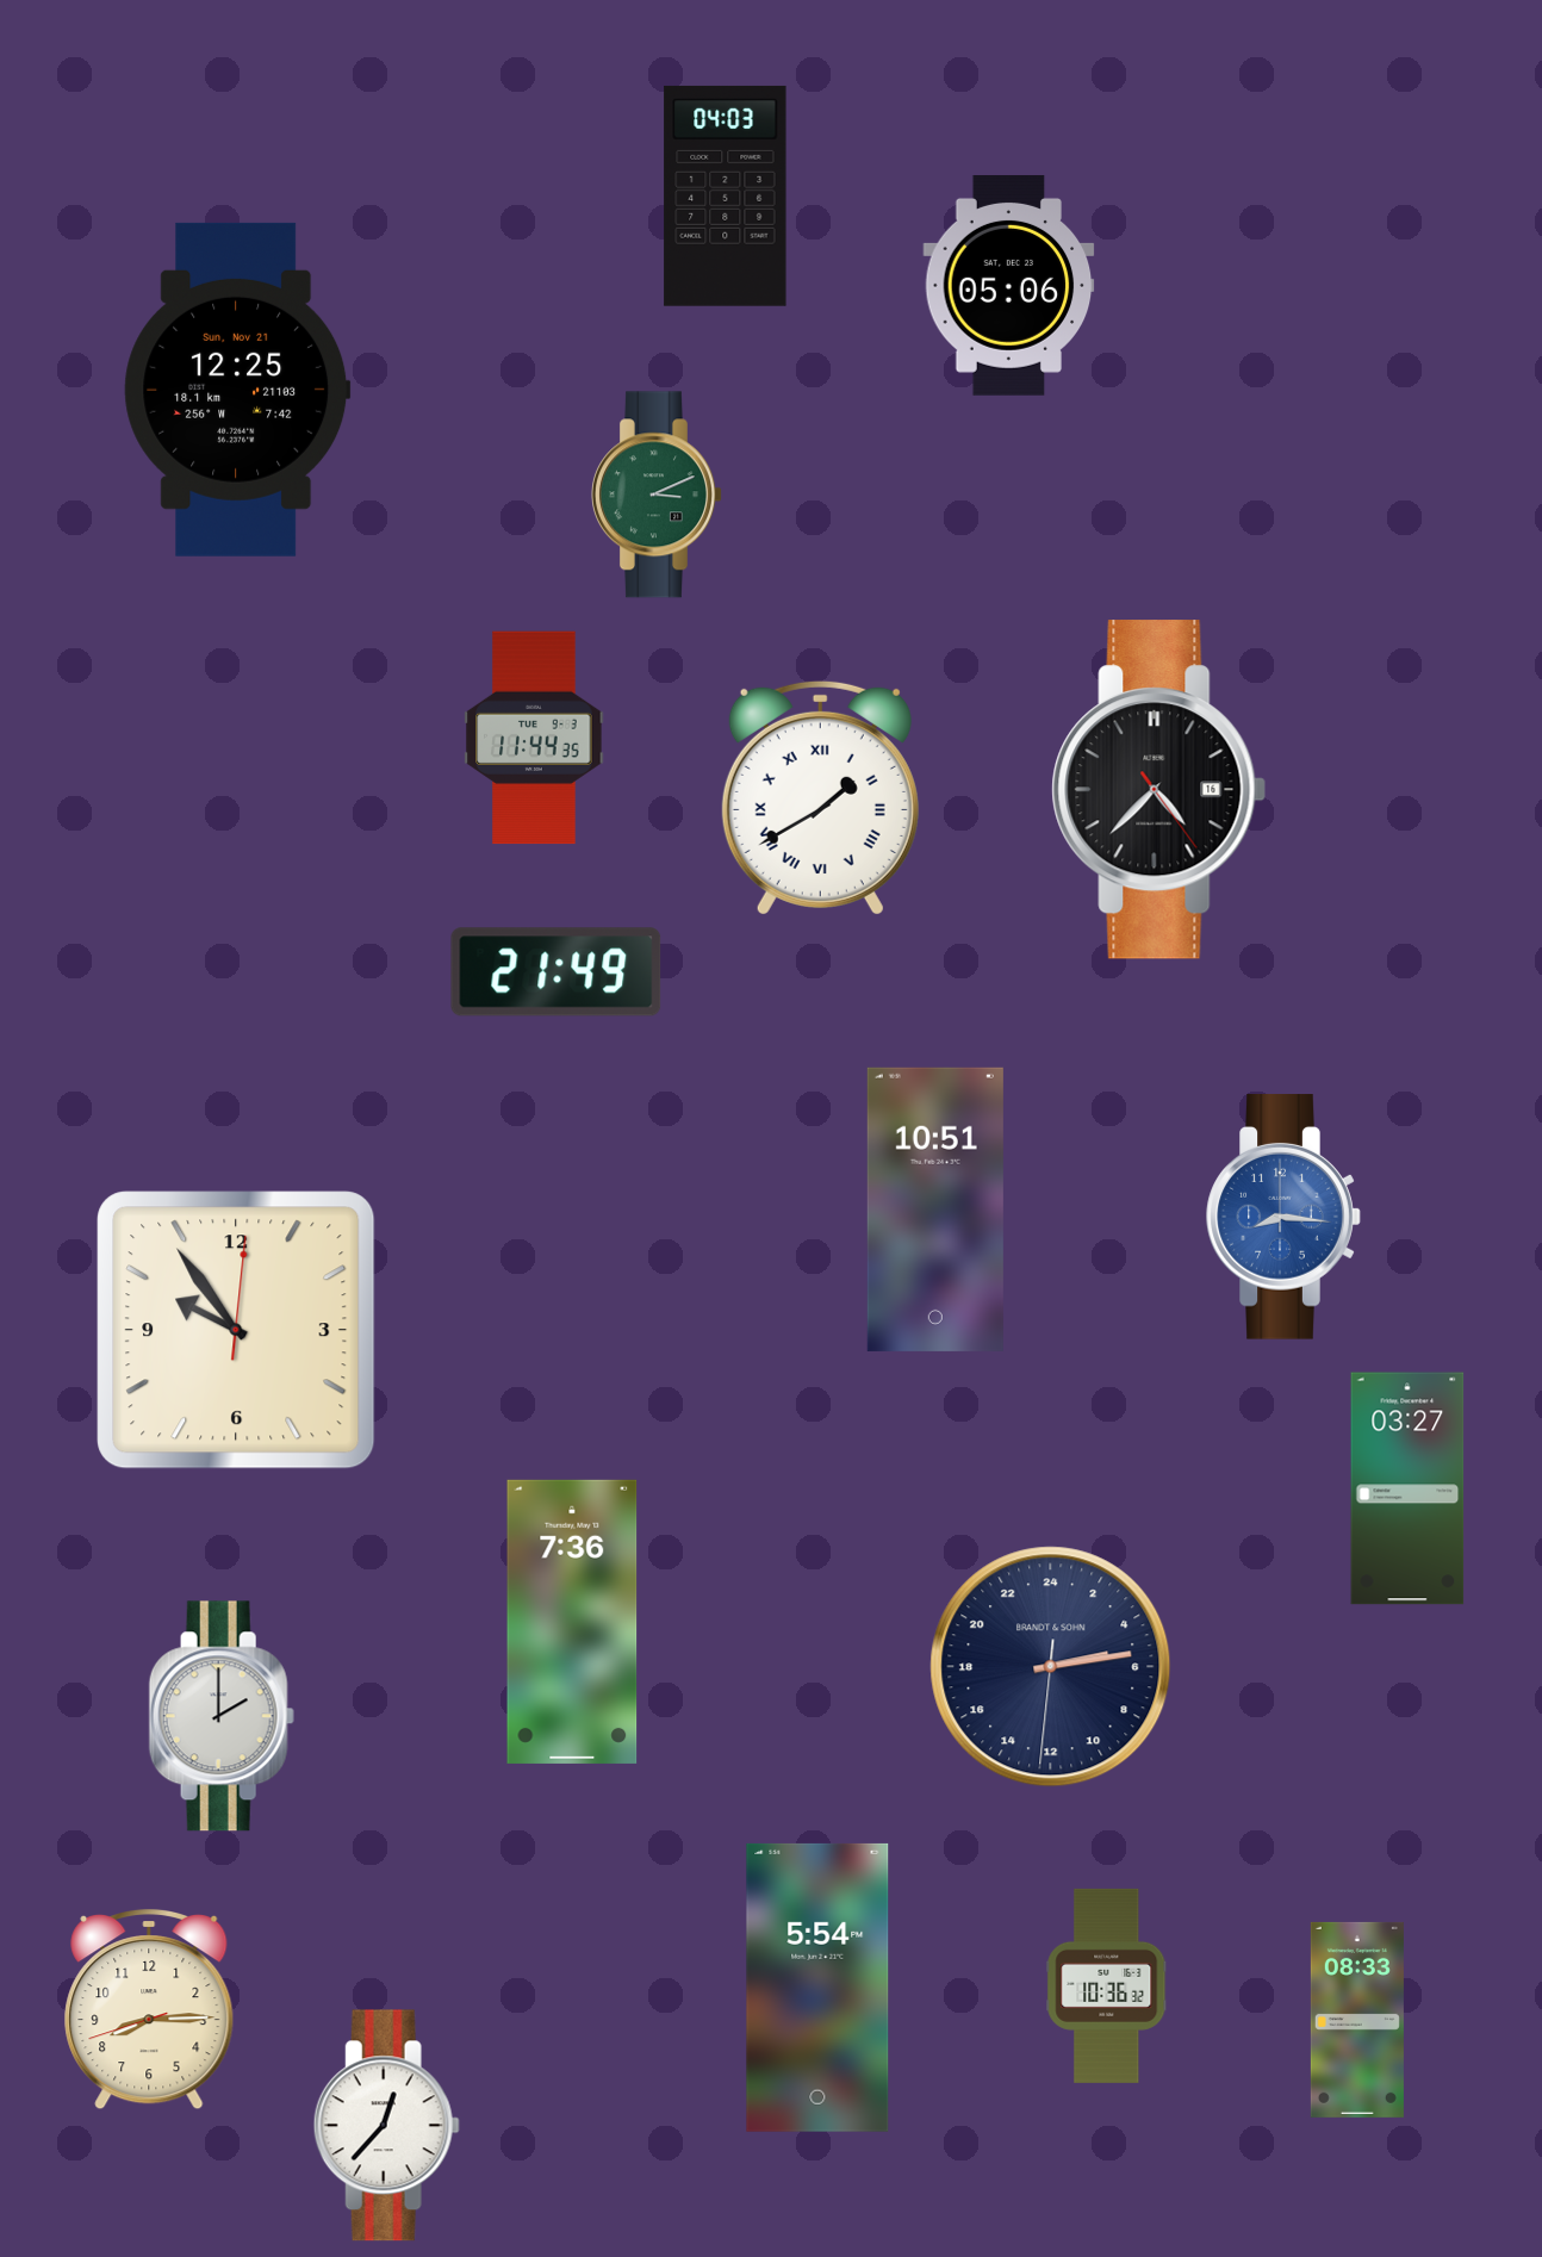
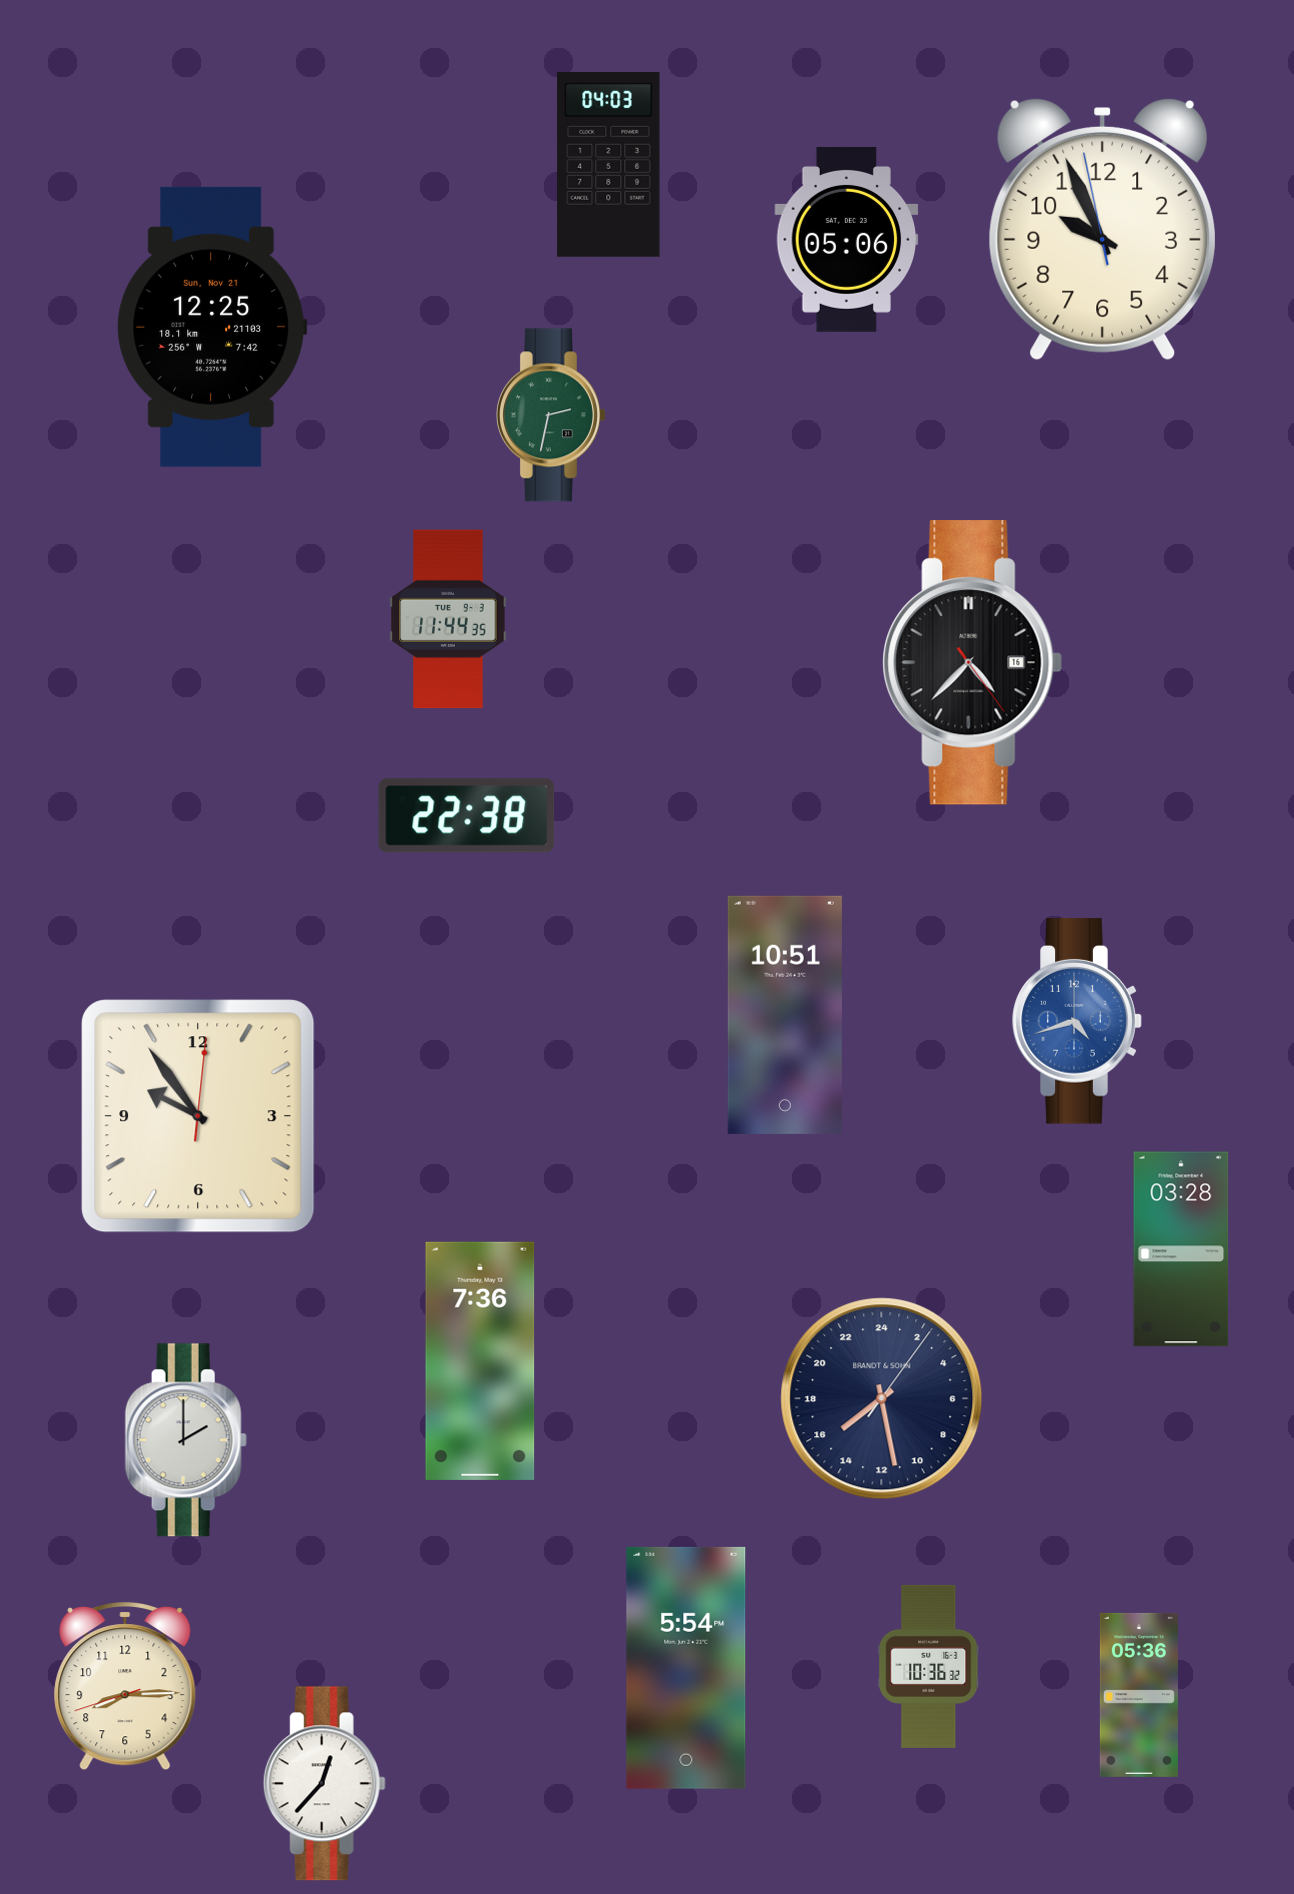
clock at (1102, 230): none -> 9:55
clock at (237, 390) position: (237, 390) -> (212, 327)
clock at (657, 495): 3:11 -> 2:32
clock at (820, 797): 1:40 -> none
clock at (557, 972): 21:49 -> 22:38
clock at (1283, 1217): 8:16 -> 4:42
clock at (1407, 1488): 03:27 -> 03:28
clock at (1051, 1667): 5:13 -> 15:28
clock at (1357, 2020): 08:33 -> 05:36
